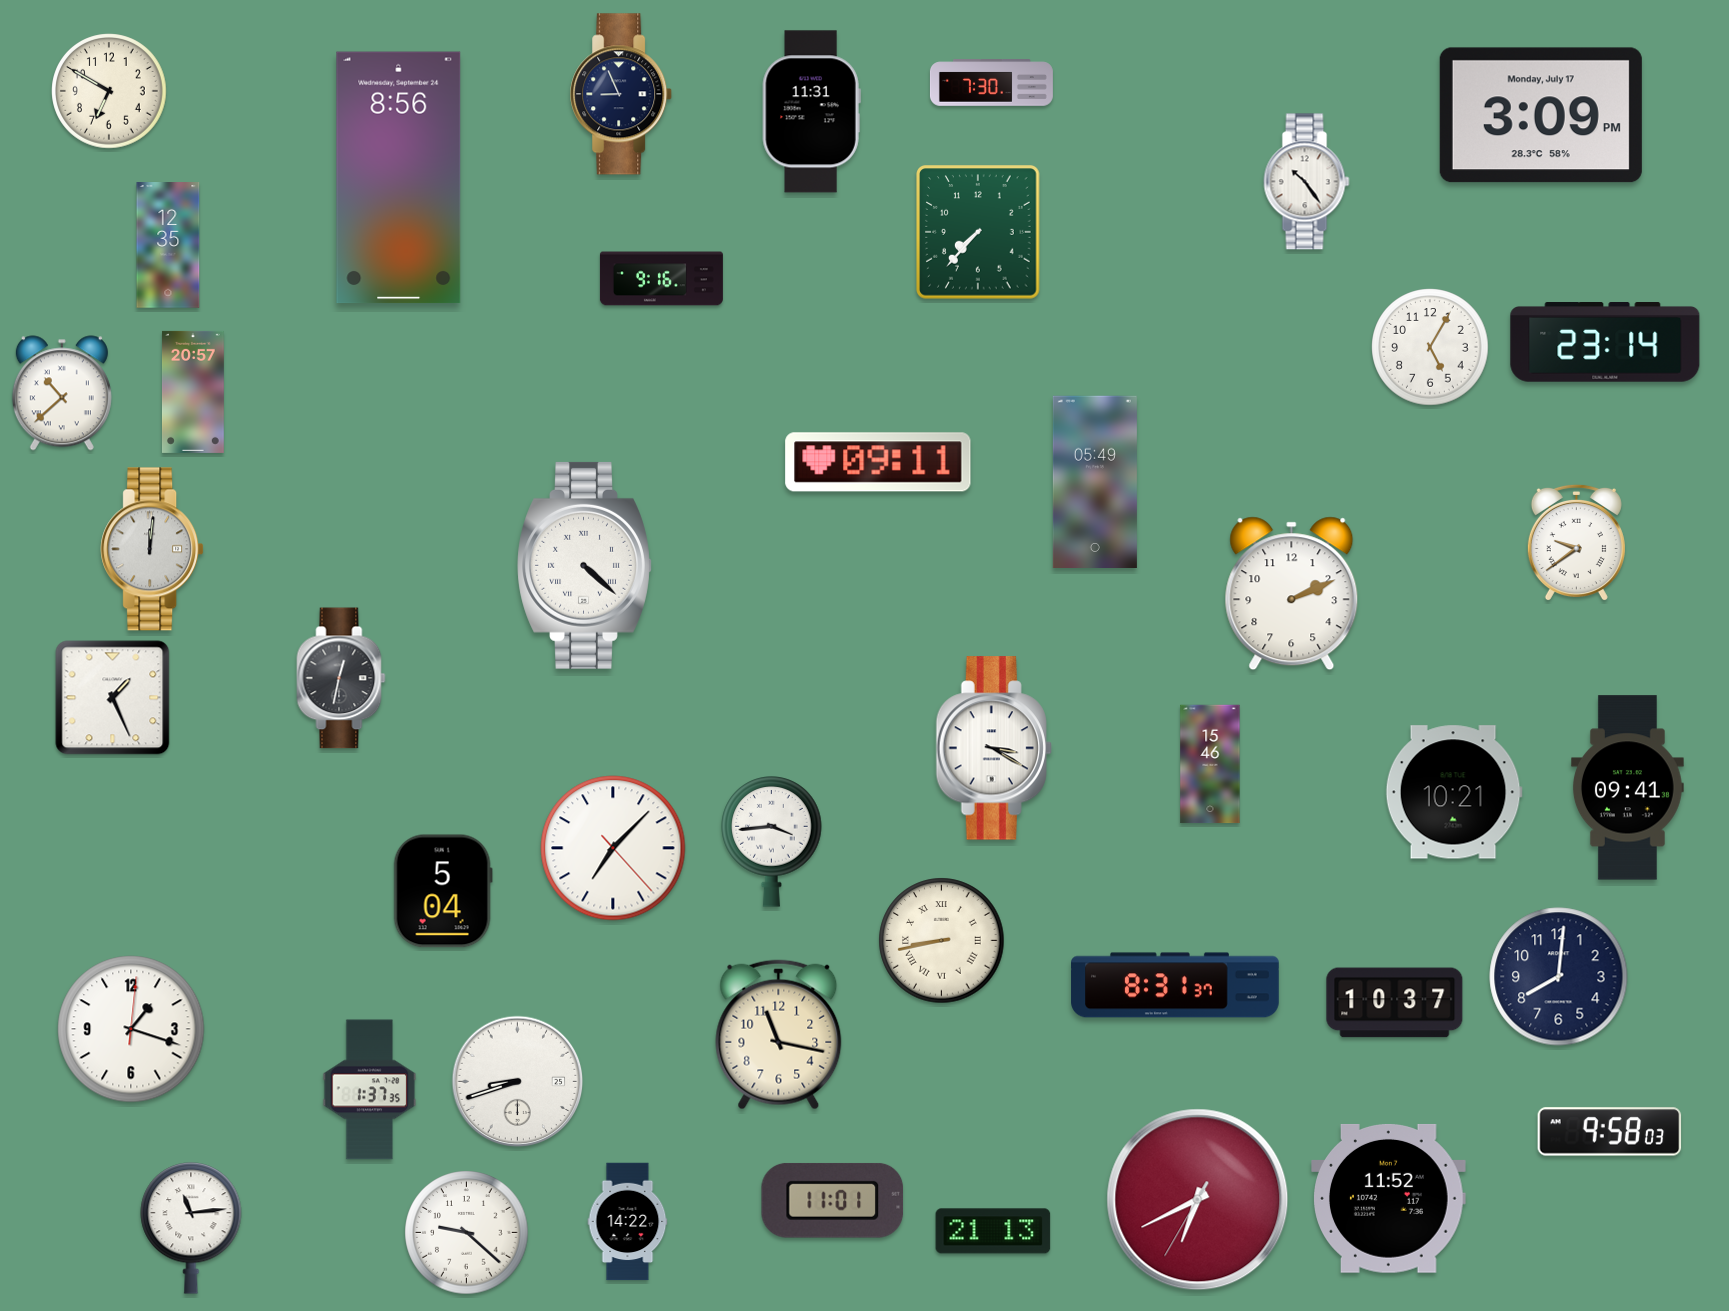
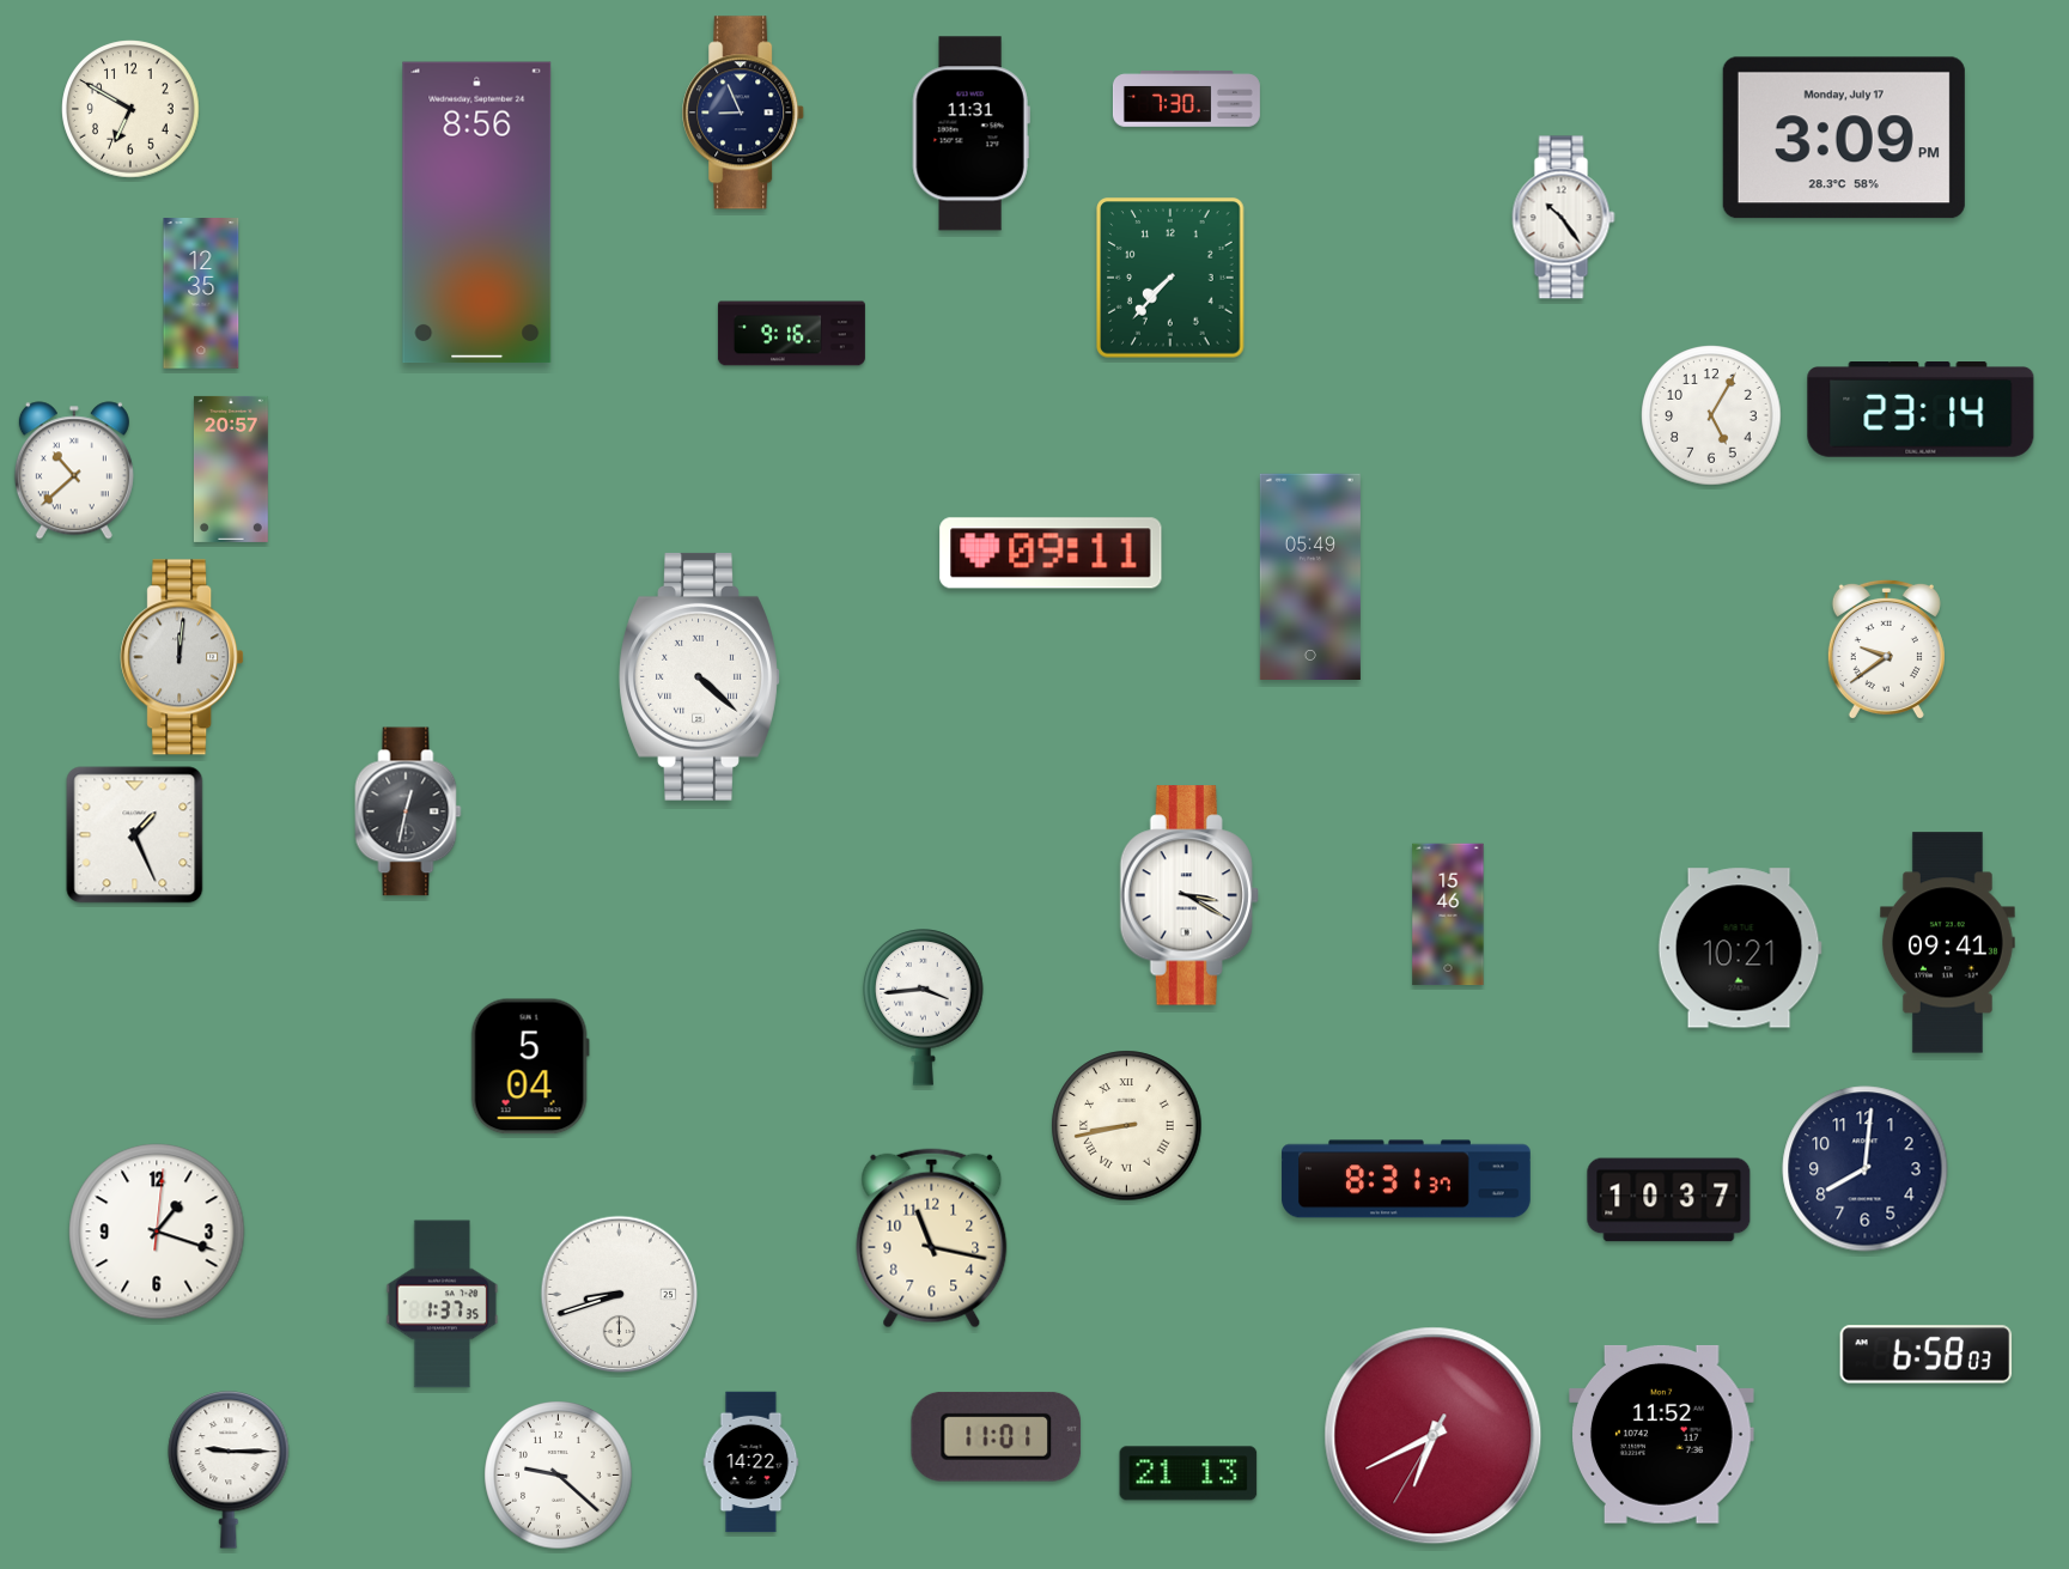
clock at (1292, 594): 2:11 -> none
clock at (613, 848): 7:07 -> none
clock at (1610, 1132): 9:58 -> 6:58
clock at (191, 1228): 11:14 -> 9:15
